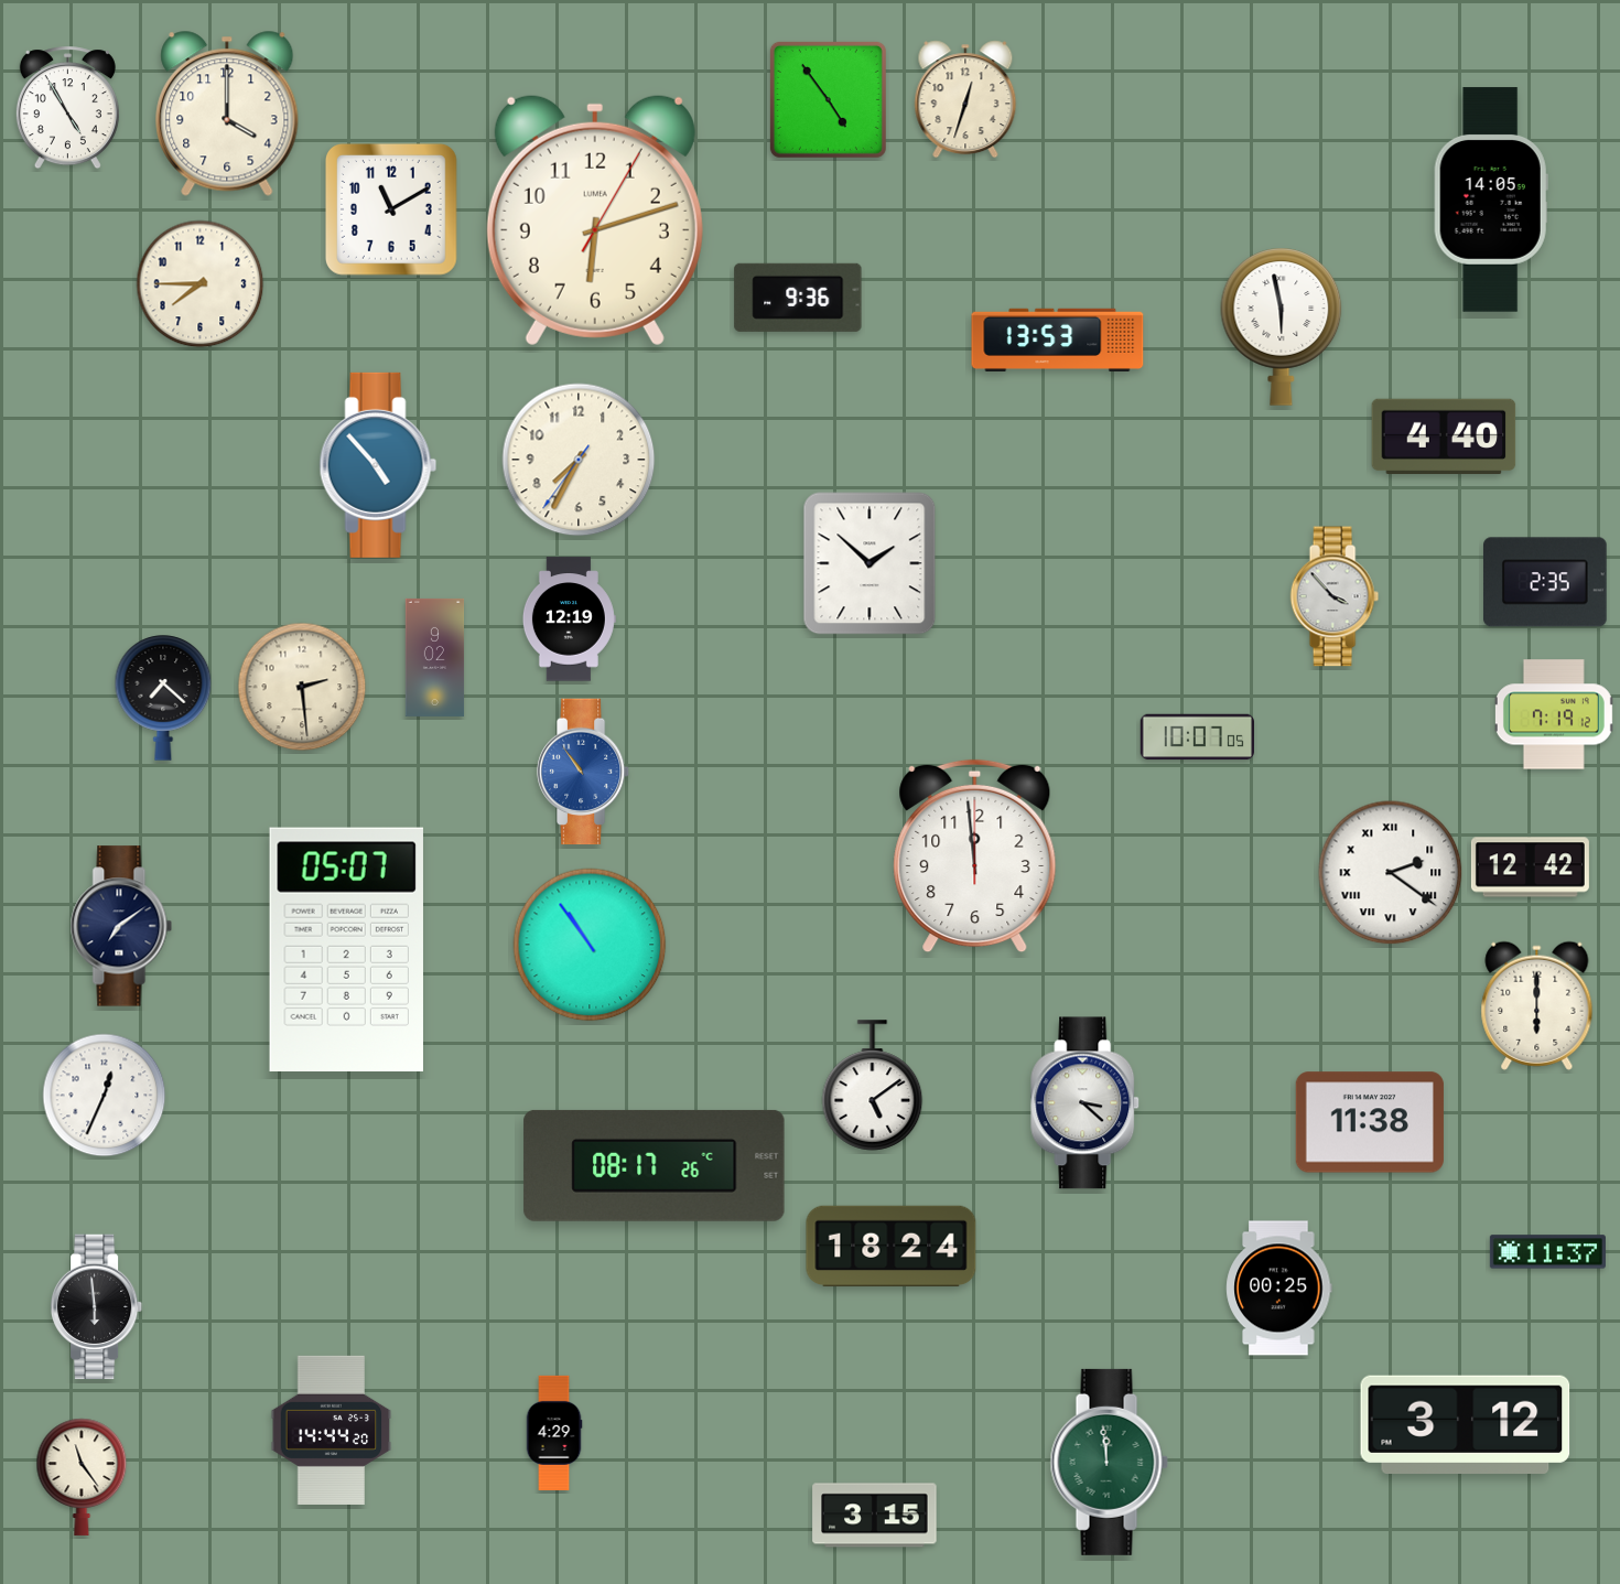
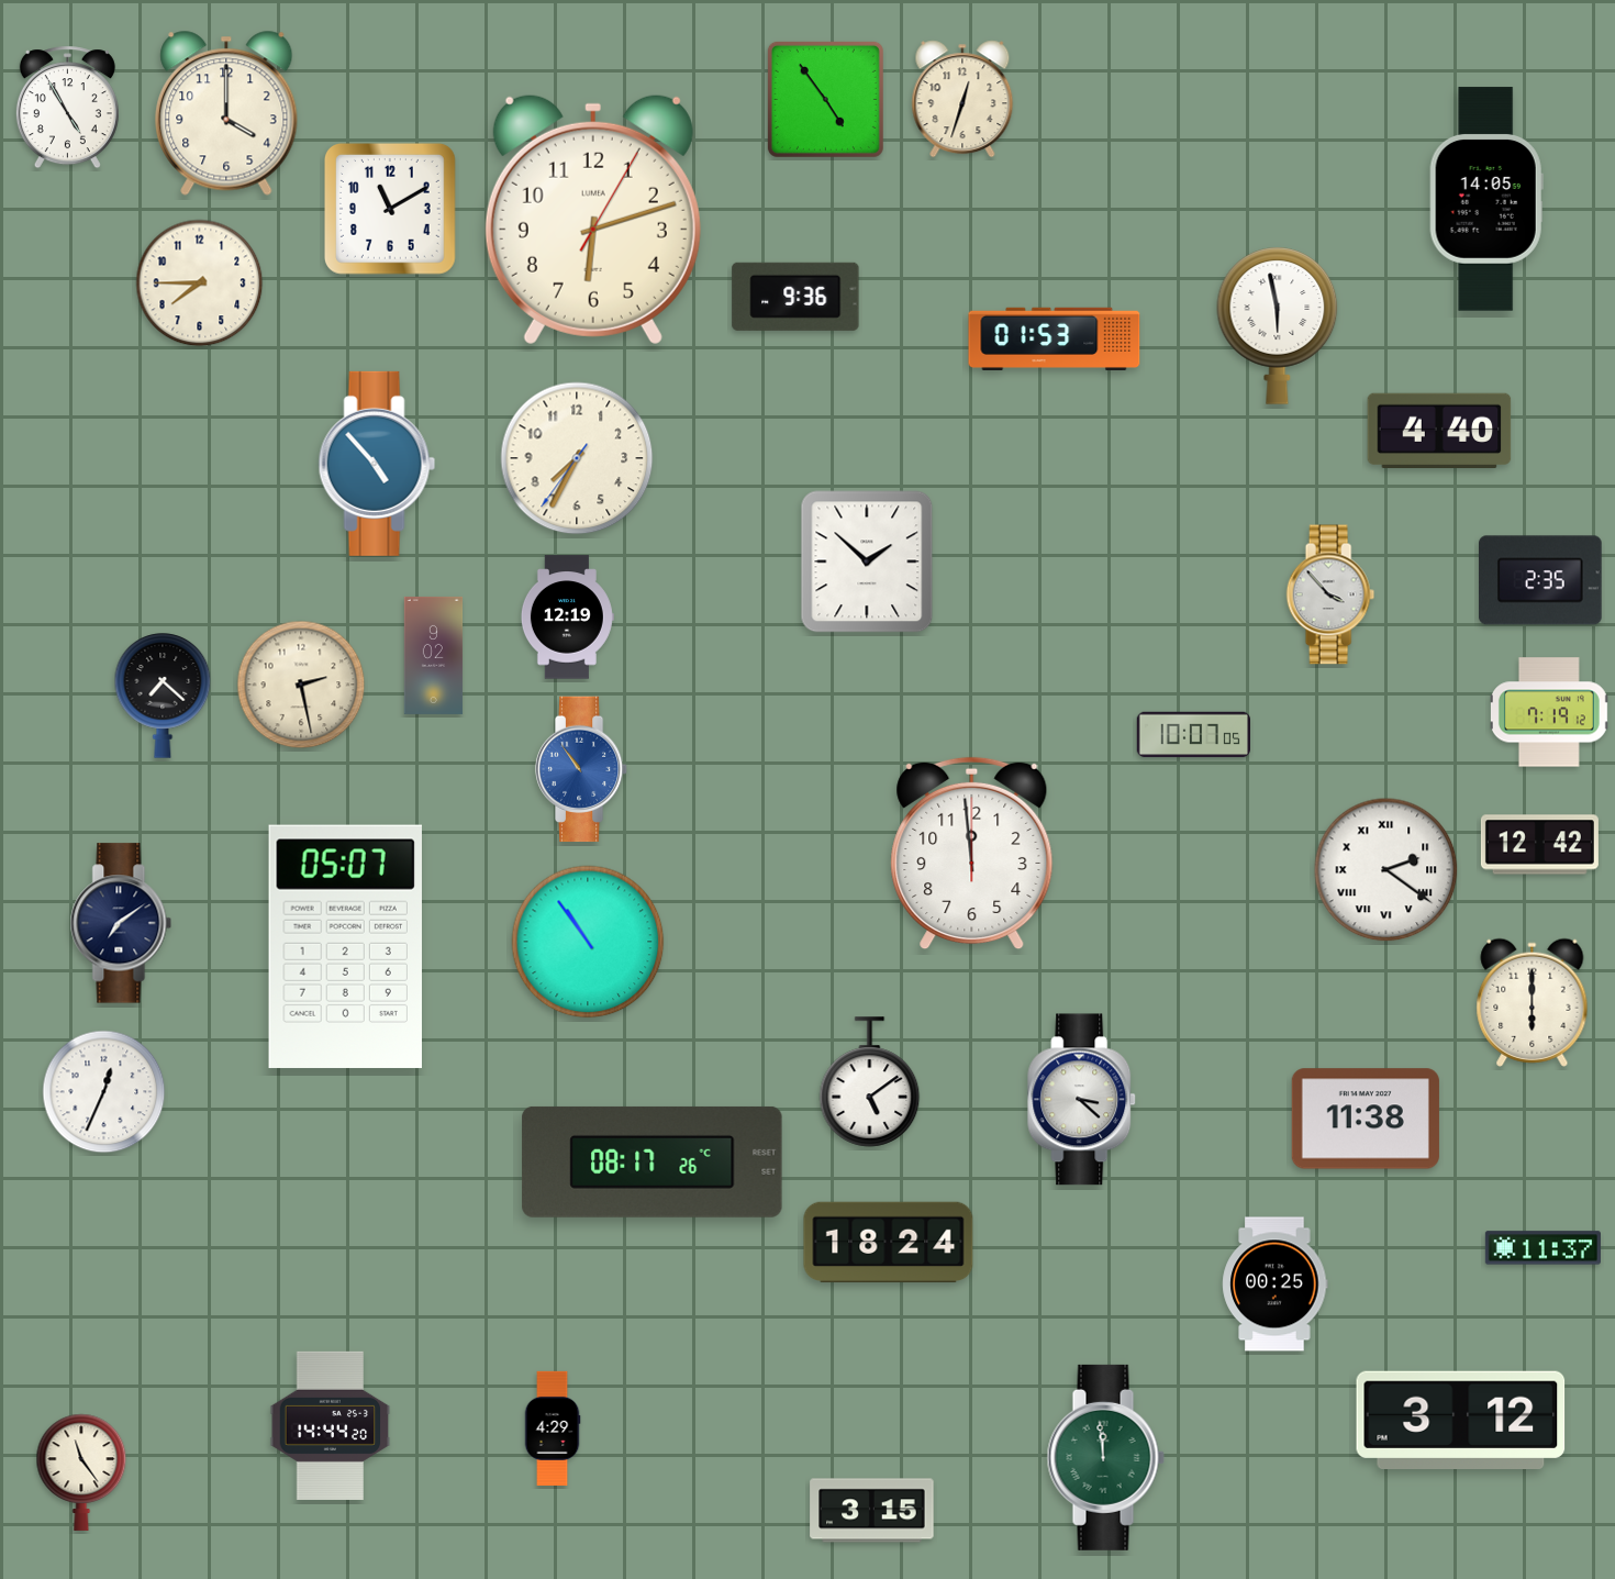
clock at (1058, 340): 13:53 -> 01:53
clock at (1444, 437) position: (1444, 437) -> (1439, 431)
clock at (302, 687): 2:29 -> 2:28
clock at (1530, 868) position: (1530, 868) -> (1539, 845)
clock at (97, 1307): 5:59 -> none
